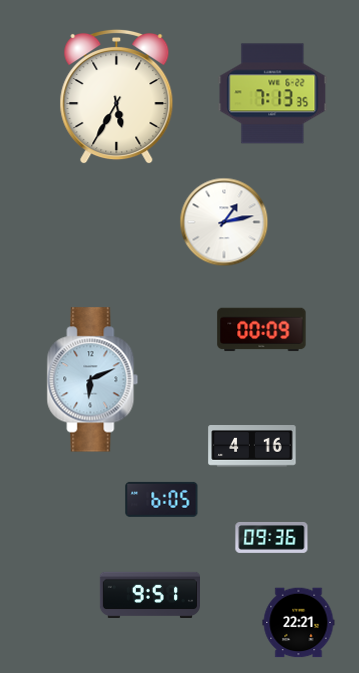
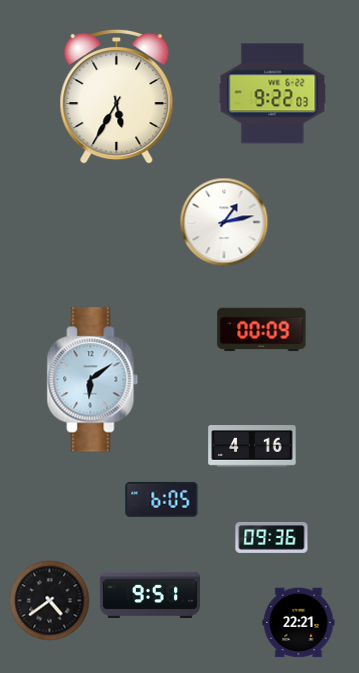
clock at (273, 94): 7:13 -> 9:22
clock at (93, 380): 6:11 -> 6:09
clock at (50, 601): none -> 4:39
